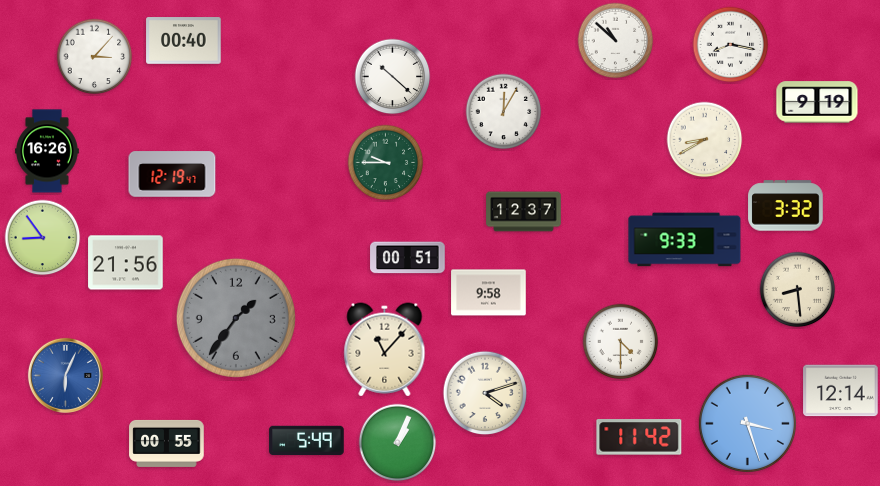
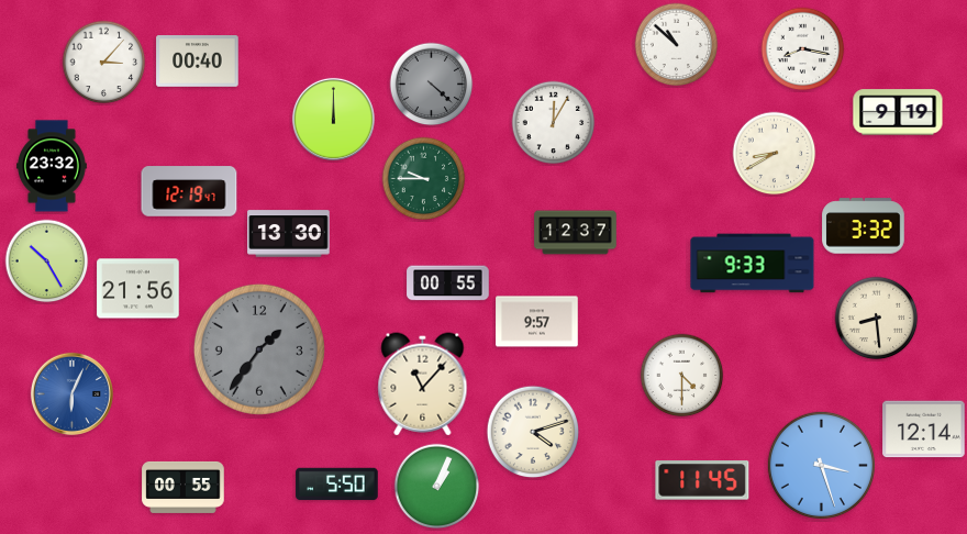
clock at (184, 41) position: (184, 41) -> (198, 62)
clock at (393, 77): 10:22 -> 4:22
clock at (393, 77) dial: white -> grey
clock at (333, 119): none -> 12:00
clock at (48, 151): 16:26 -> 23:32
clock at (289, 234): none -> 13:30
clock at (43, 238): 8:54 -> 10:25
clock at (408, 258): 00:51 -> 00:55
clock at (489, 293): 9:58 -> 9:57
clock at (65, 375) position: (65, 375) -> (71, 393)
clock at (639, 437): 11:42 -> 11:45
clock at (307, 441): 5:49 -> 5:50
